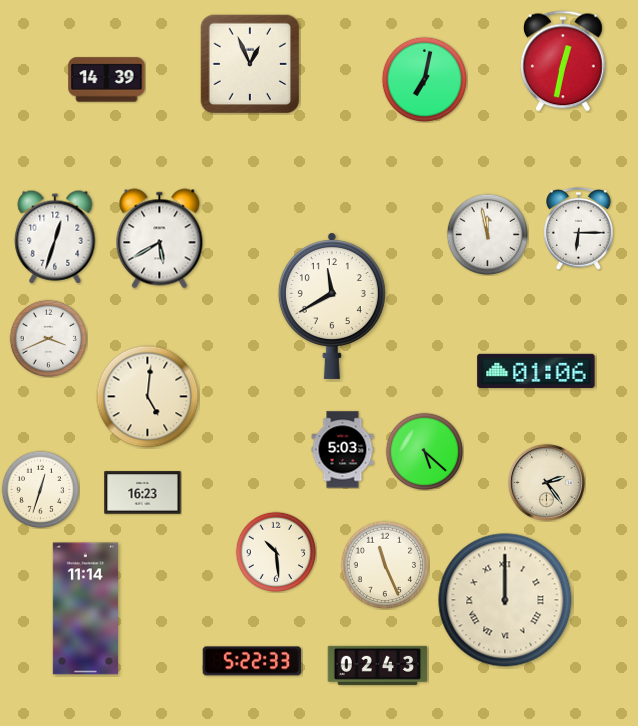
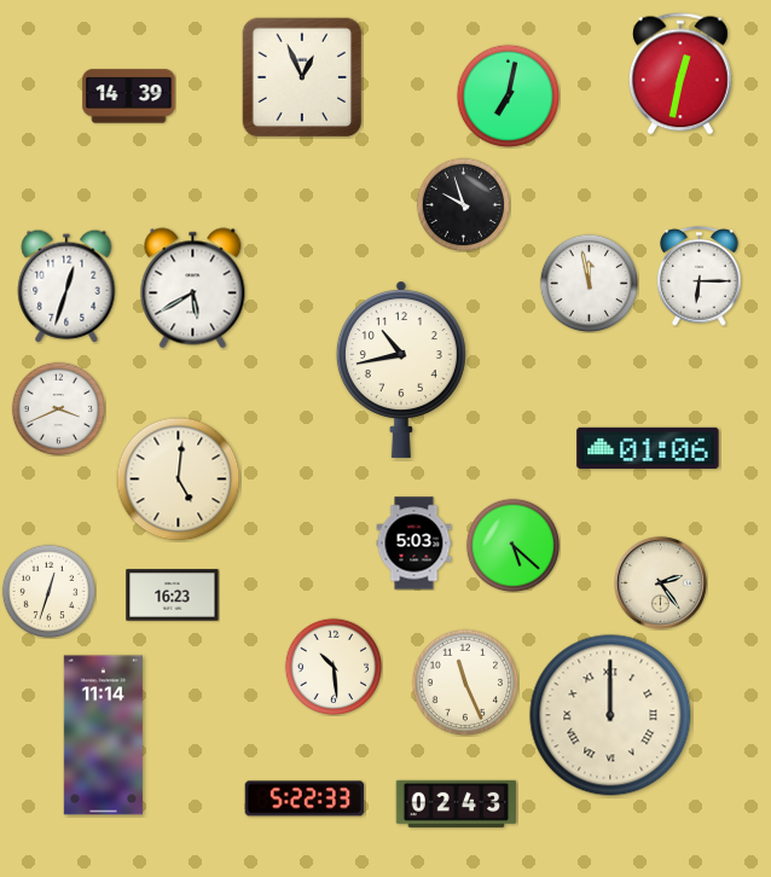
clock at (424, 79) position: (424, 79) -> (508, 95)
clock at (463, 204): none -> 9:57
clock at (332, 306): 11:40 -> 10:43
clock at (505, 600) position: (505, 600) -> (610, 715)
